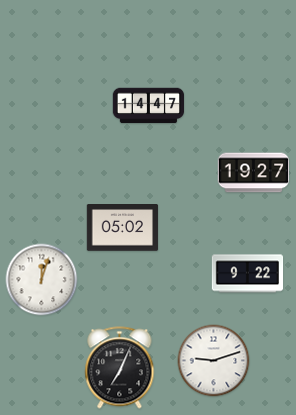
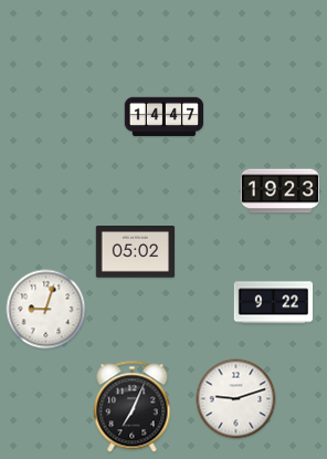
clock at (254, 173): 19:27 -> 19:23
clock at (42, 280): 12:03 -> 9:03
